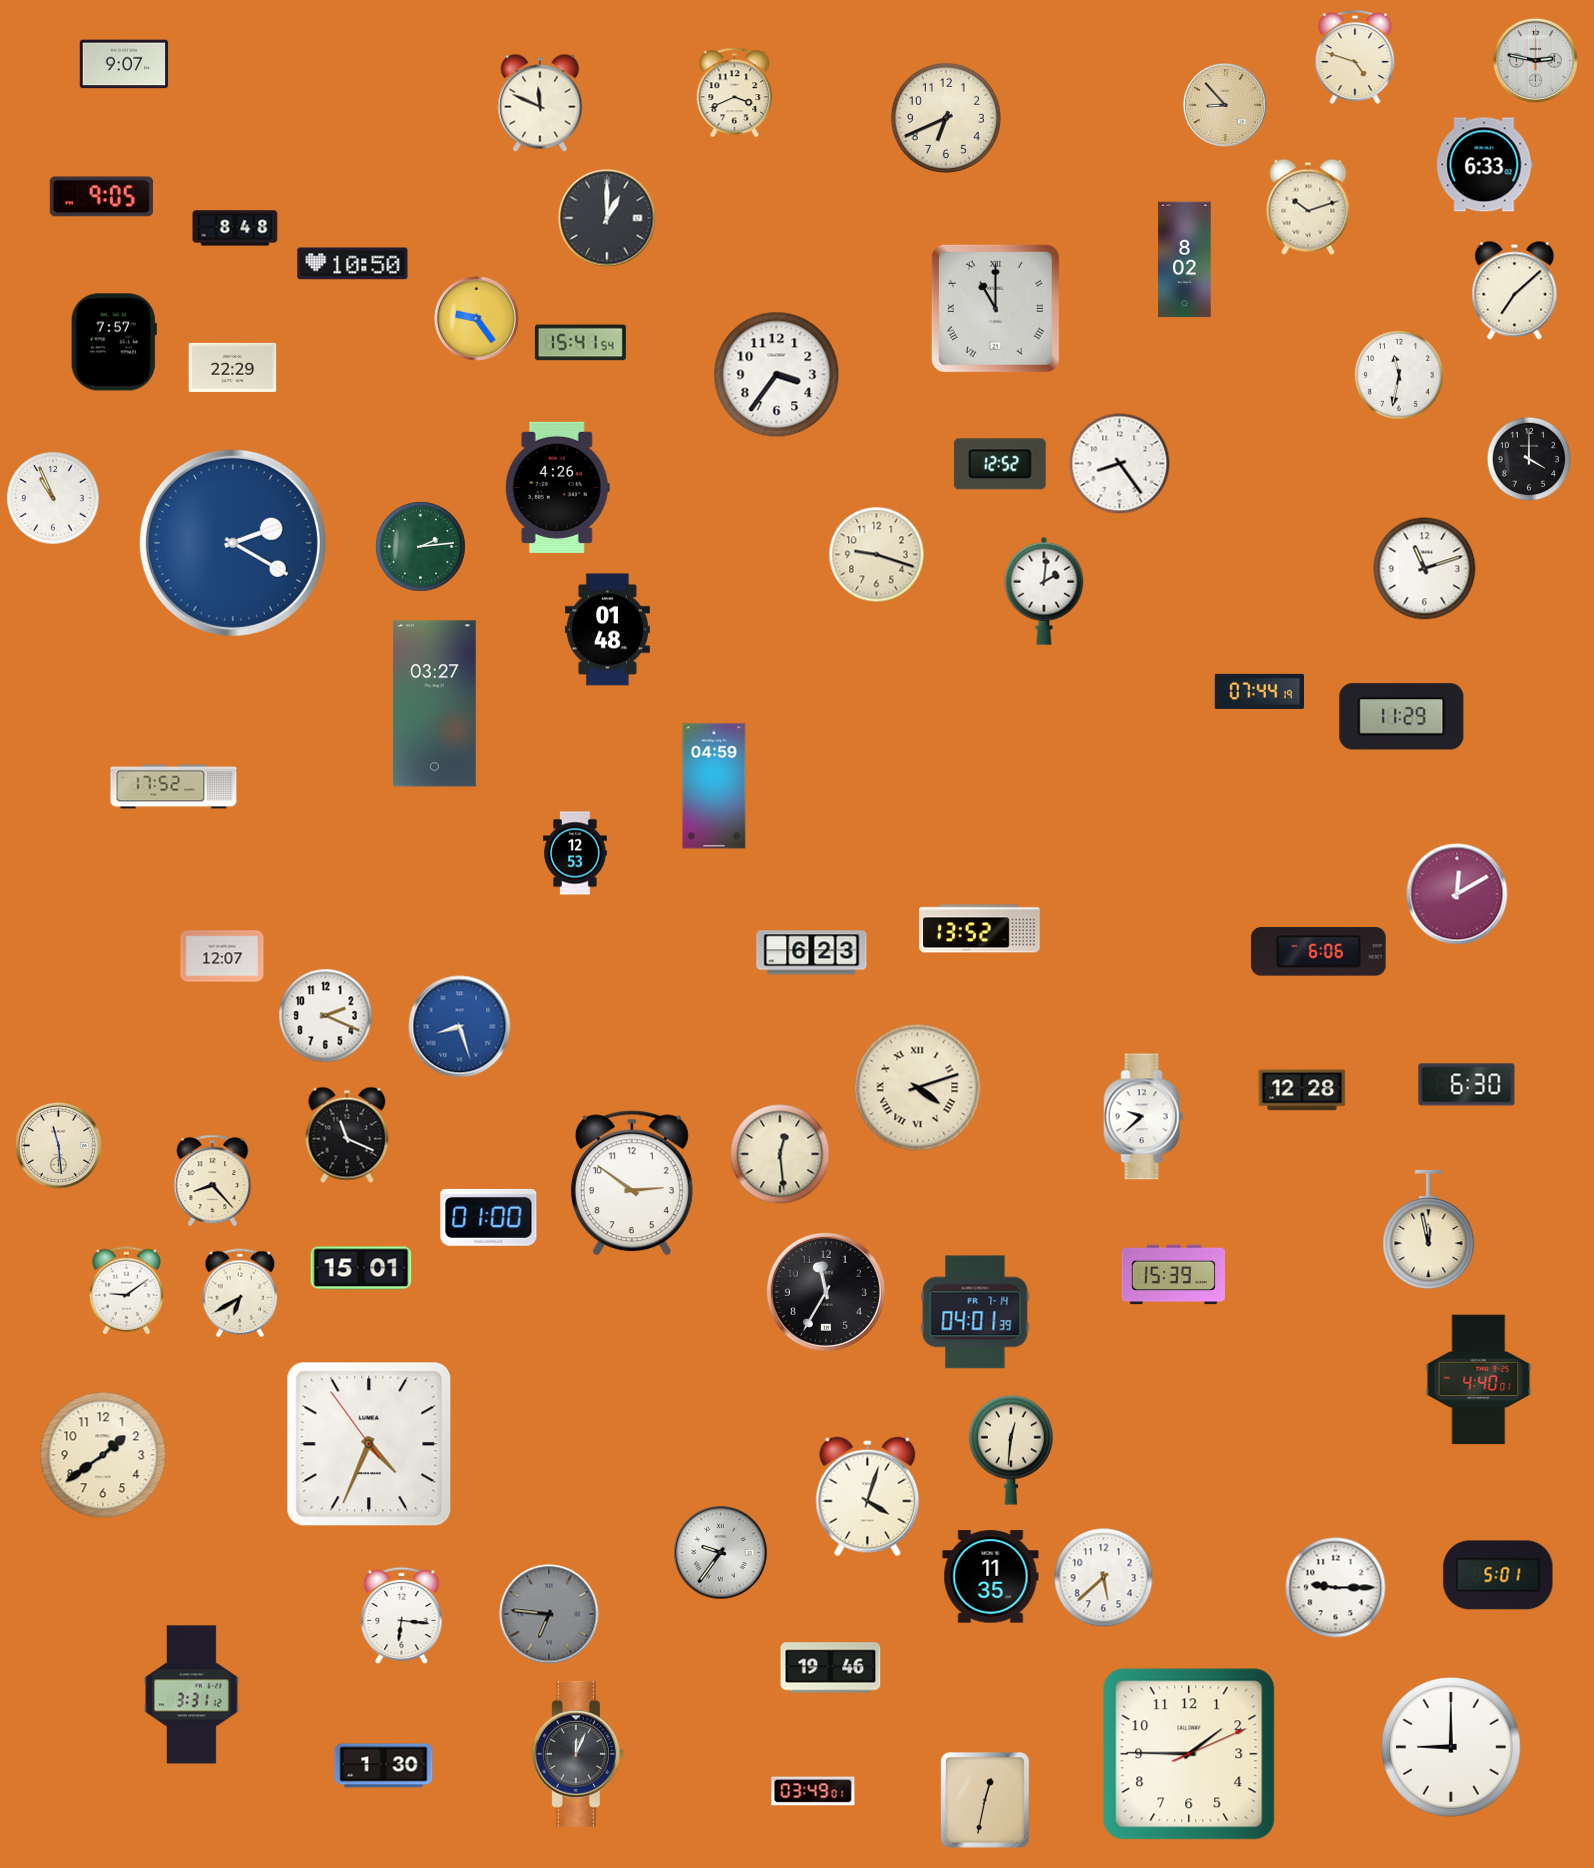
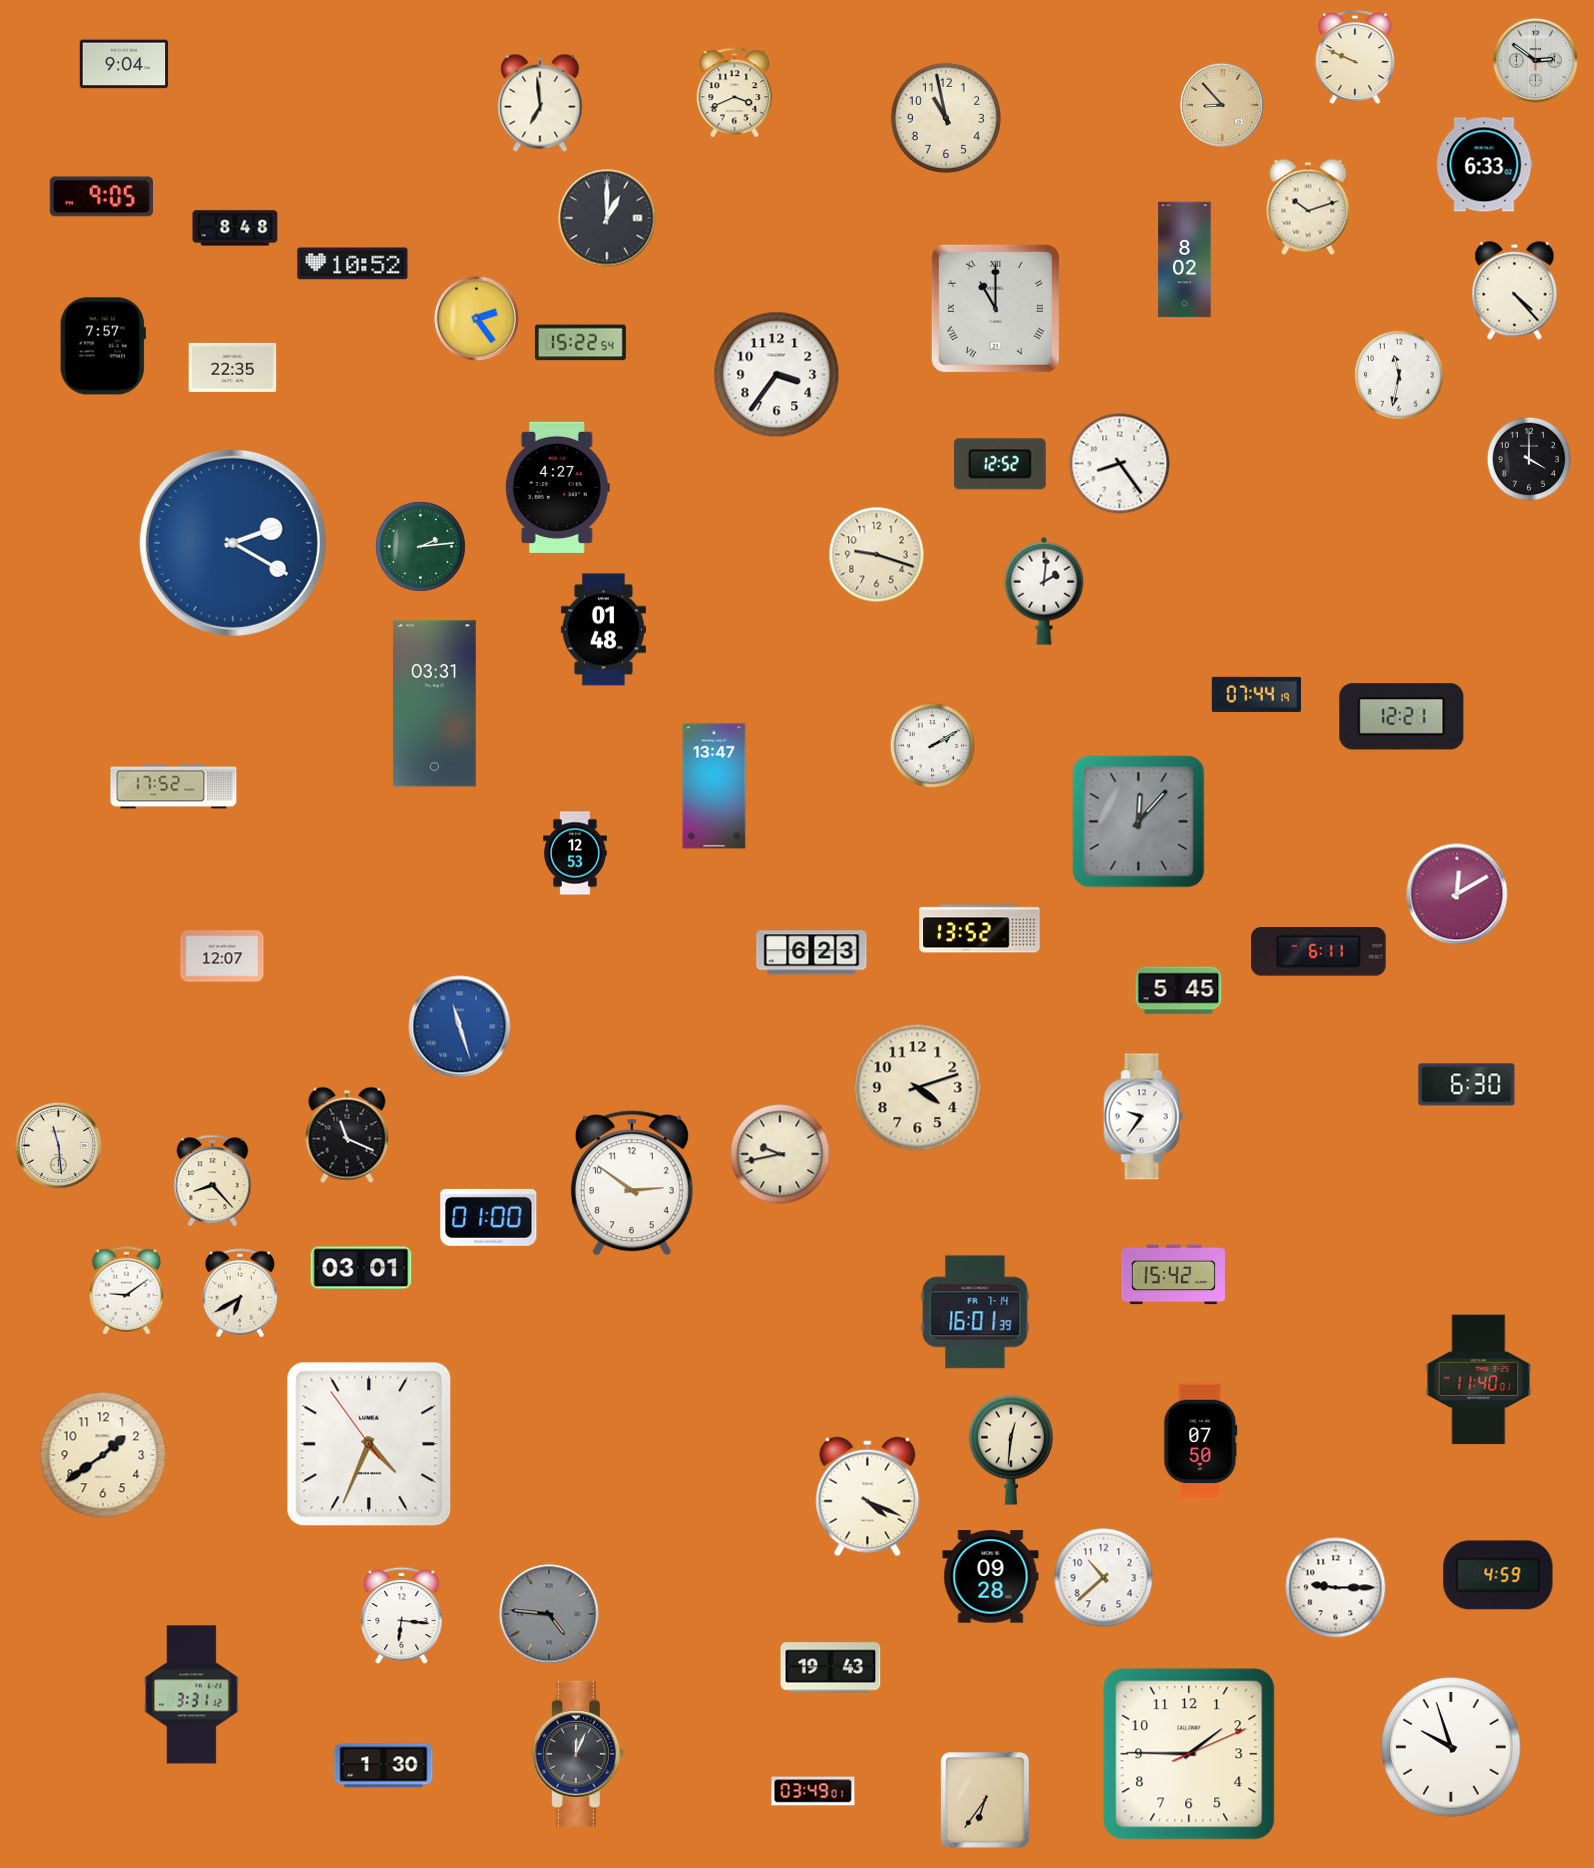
clock at (1355, 58): 4:48 -> 9:49
clock at (1535, 60): 2:47 -> 2:51
clock at (124, 64): 9:07 -> 9:04
clock at (540, 103): 11:49 -> 6:59
clock at (1225, 105) position: (1225, 105) -> (1222, 105)
clock at (946, 118): 6:41 -> 10:58
clock at (353, 264): 10:50 -> 10:52
clock at (1515, 291): 7:08 -> 4:23
clock at (476, 318): 9:24 -> 2:24
clock at (114, 342) position: (114, 342) -> (103, 346)
clock at (580, 343): 15:41 -> 15:22
clock at (233, 367): 22:29 -> 22:35
clock at (557, 487): 4:26 -> 4:27
clock at (53, 498): 10:56 -> none
clock at (1425, 569): 11:12 -> none
clock at (607, 630) position: (607, 630) -> (603, 630)
clock at (1259, 691) position: (1259, 691) -> (1256, 694)
clock at (434, 704): 03:27 -> 03:31
clock at (1402, 717): 11:29 -> 12:21
clock at (932, 745): none -> 2:10
clock at (714, 786): 04:59 -> 13:47
clock at (1139, 822): none -> 12:07
clock at (1319, 952): 6:06 -> 6:11
clock at (1179, 991): none -> 5:45
clock at (326, 1016): 2:19 -> none
clock at (460, 1027): 8:27 -> 11:27
clock at (918, 1088) numerals: Roman -> Arabic
clock at (1302, 1090): 12:28 -> none
clock at (1144, 1117): 9:38 -> 9:36
clock at (780, 1154): 12:29 -> 9:43
clock at (1429, 1230): 11:58 -> none
clock at (361, 1268): 15:01 -> 03:01
clock at (1173, 1275): 15:39 -> 15:42
clock at (826, 1292): 11:35 -> none
clock at (975, 1312): 04:01 -> 16:01
clock at (1479, 1380): 4:40 -> 11:40
clock at (1201, 1442): none -> 07:50
clock at (868, 1497): 4:03 -> 4:19
clock at (721, 1553): 9:36 -> none
clock at (1498, 1575): 5:01 -> 4:59
clock at (991, 1577): 11:35 -> 09:28
clock at (1104, 1578): 5:38 -> 10:38
clock at (549, 1614): 6:46 -> 4:46
clock at (831, 1668): 19:46 -> 19:43
clock at (1452, 1748): 9:00 -> 9:57
clock at (985, 1800): 12:32 -> 6:36
